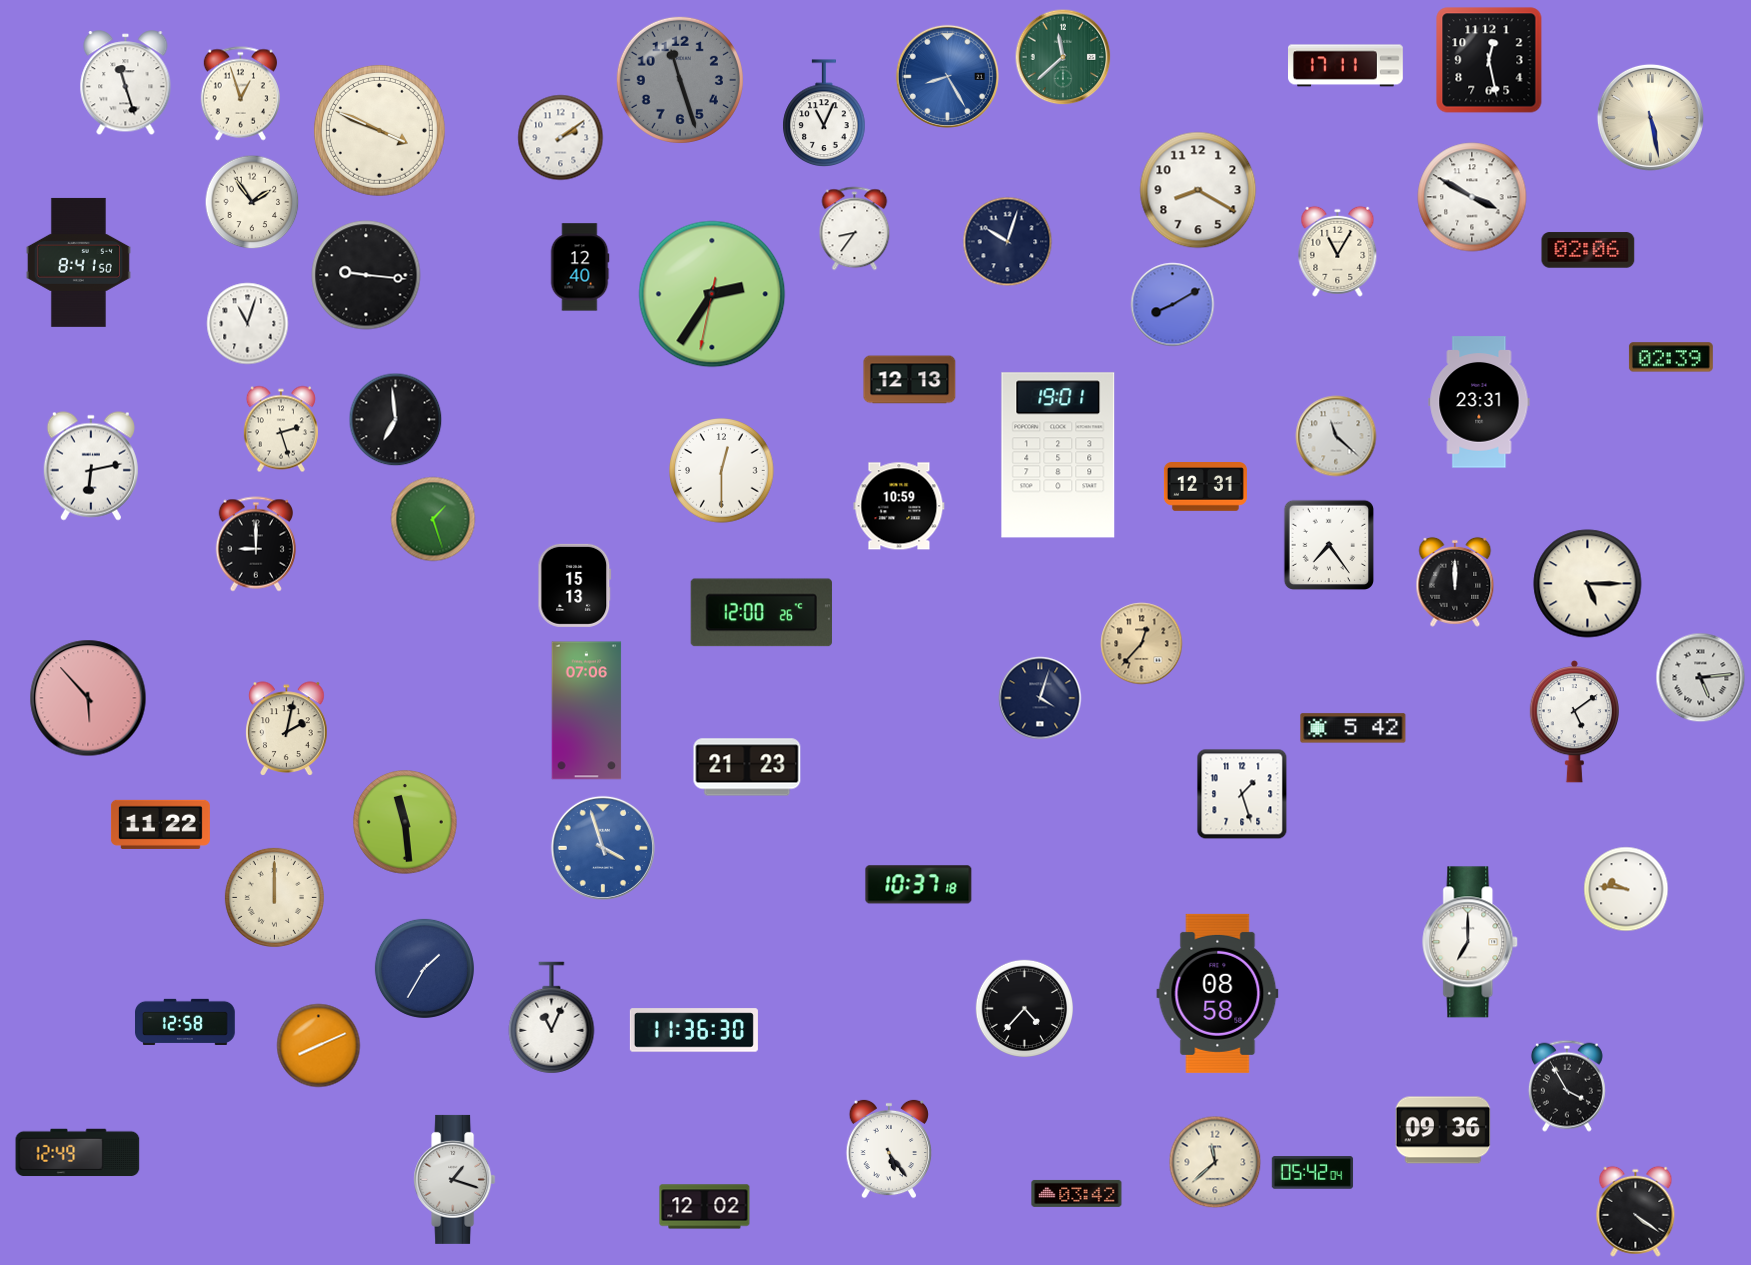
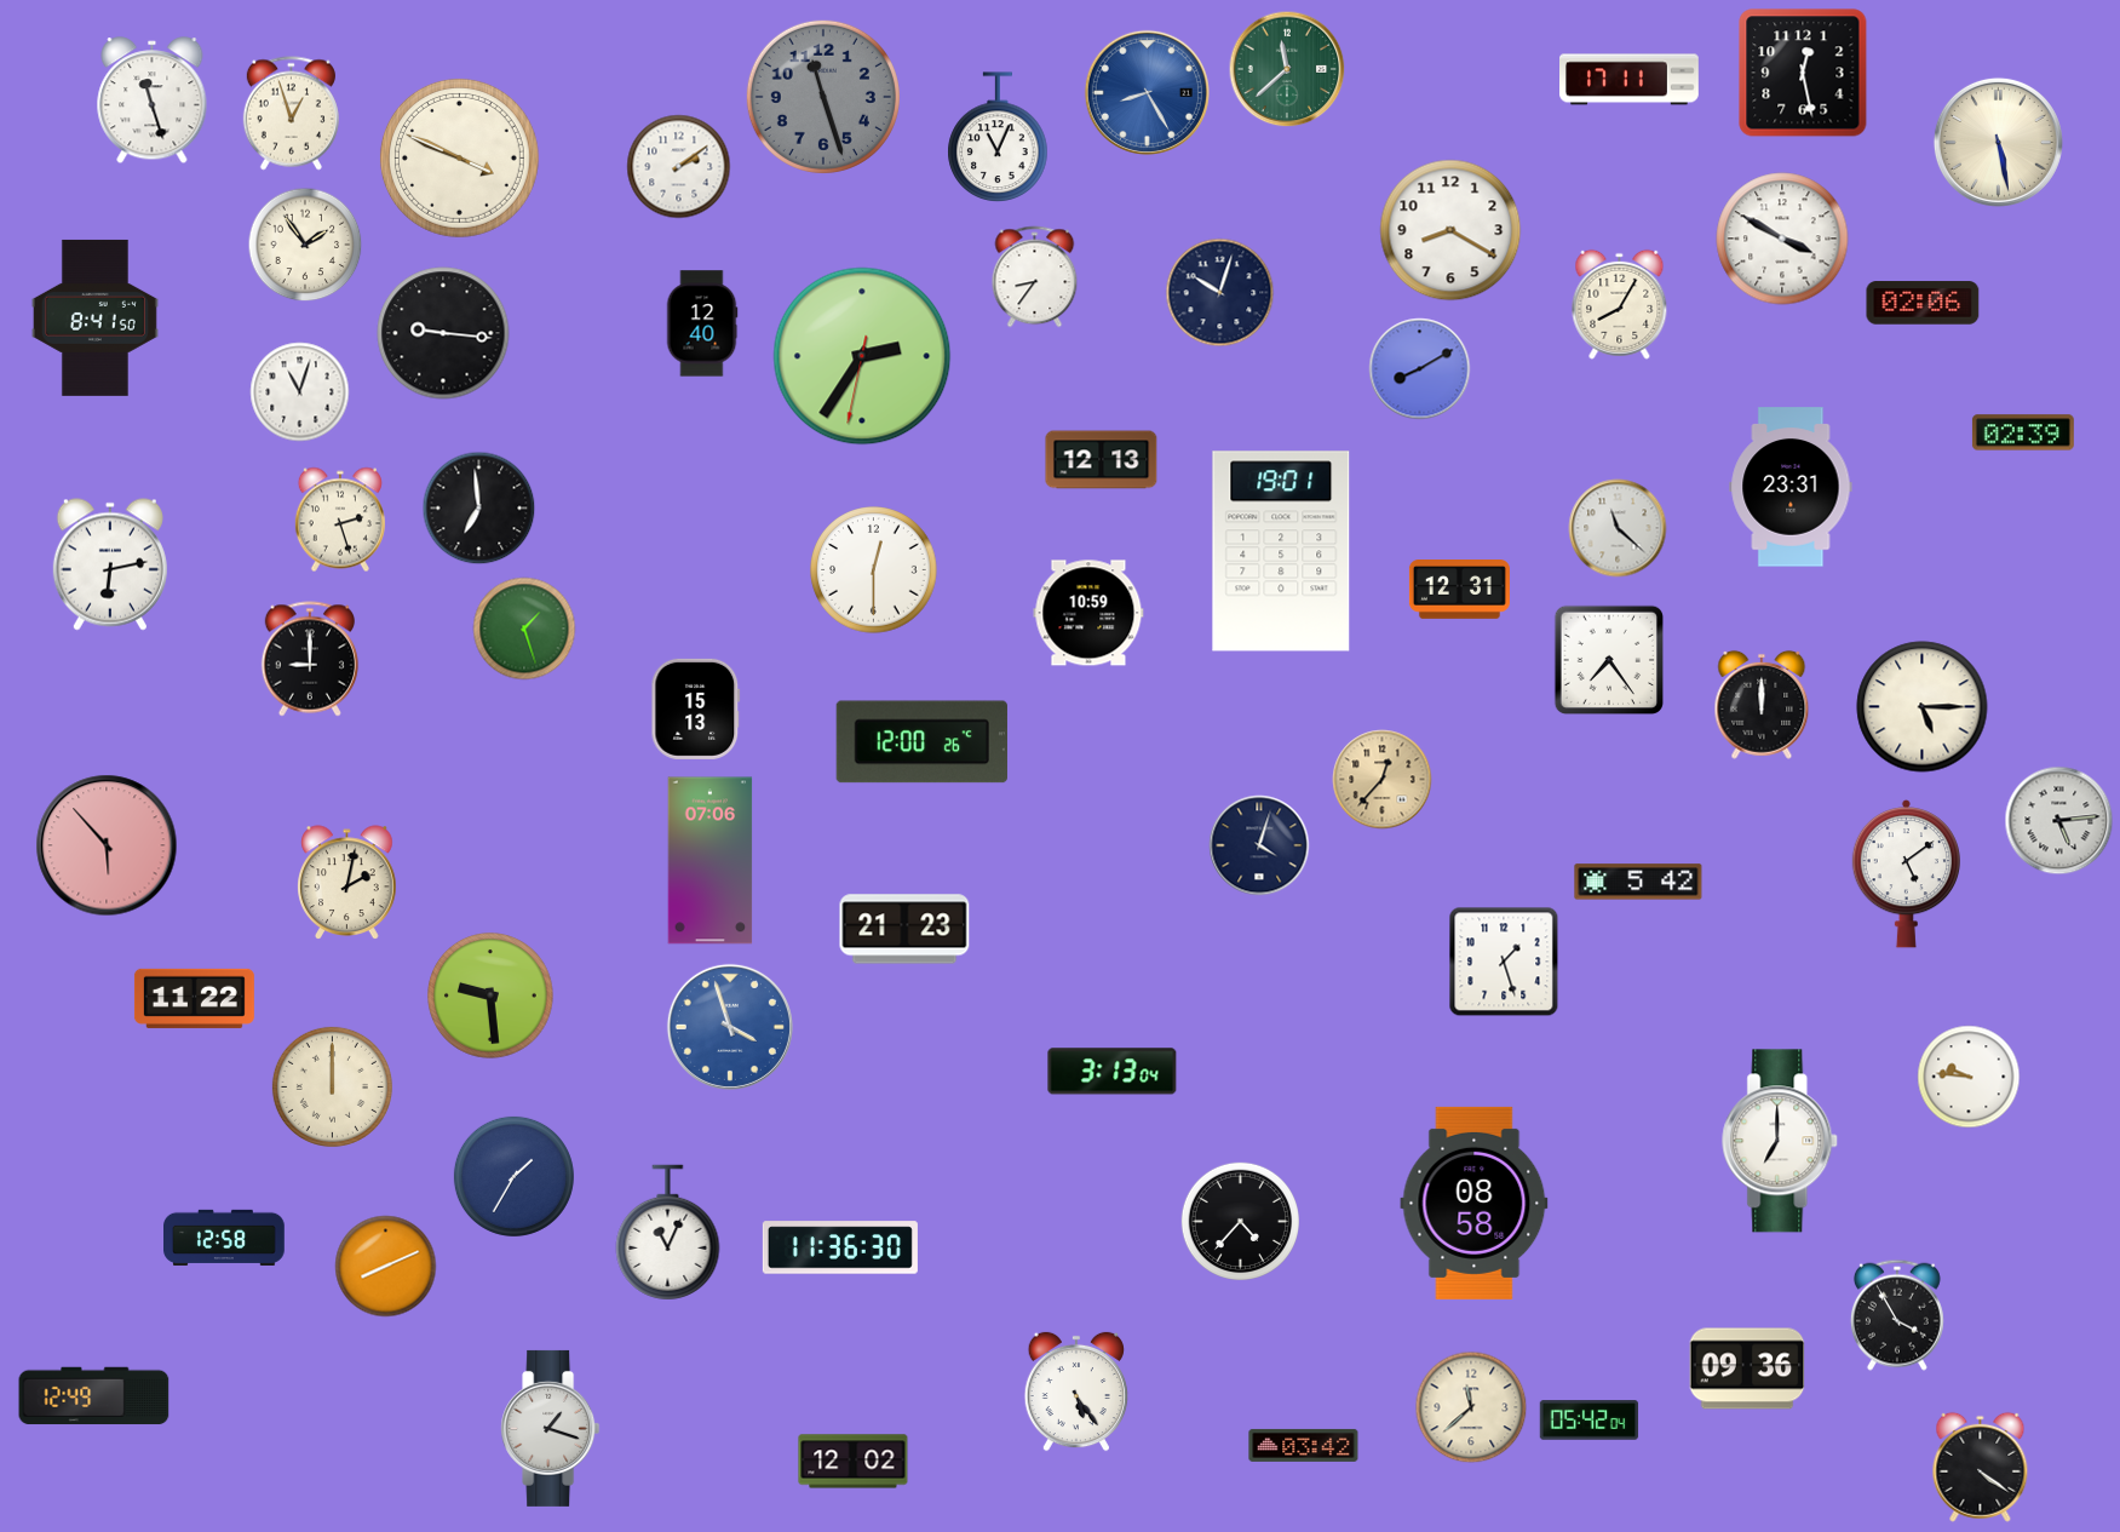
clock at (1338, 251): 11:05 -> 8:05
clock at (406, 823): 11:29 -> 9:29
clock at (919, 885): 10:37 -> 3:13
clock at (424, 968) position: (424, 968) -> (513, 1176)
